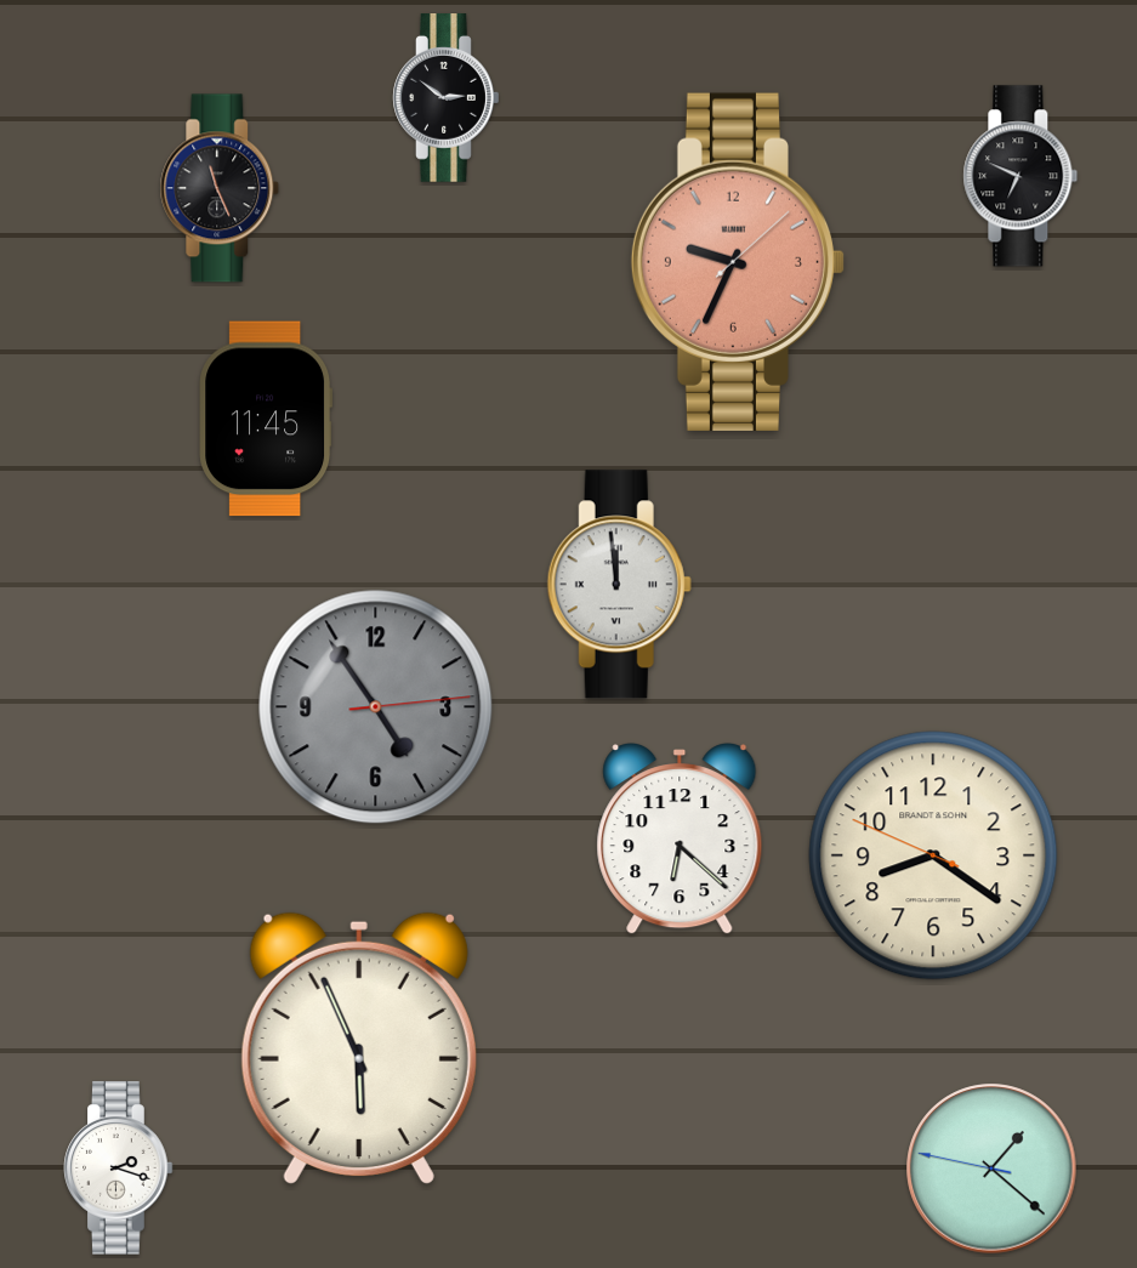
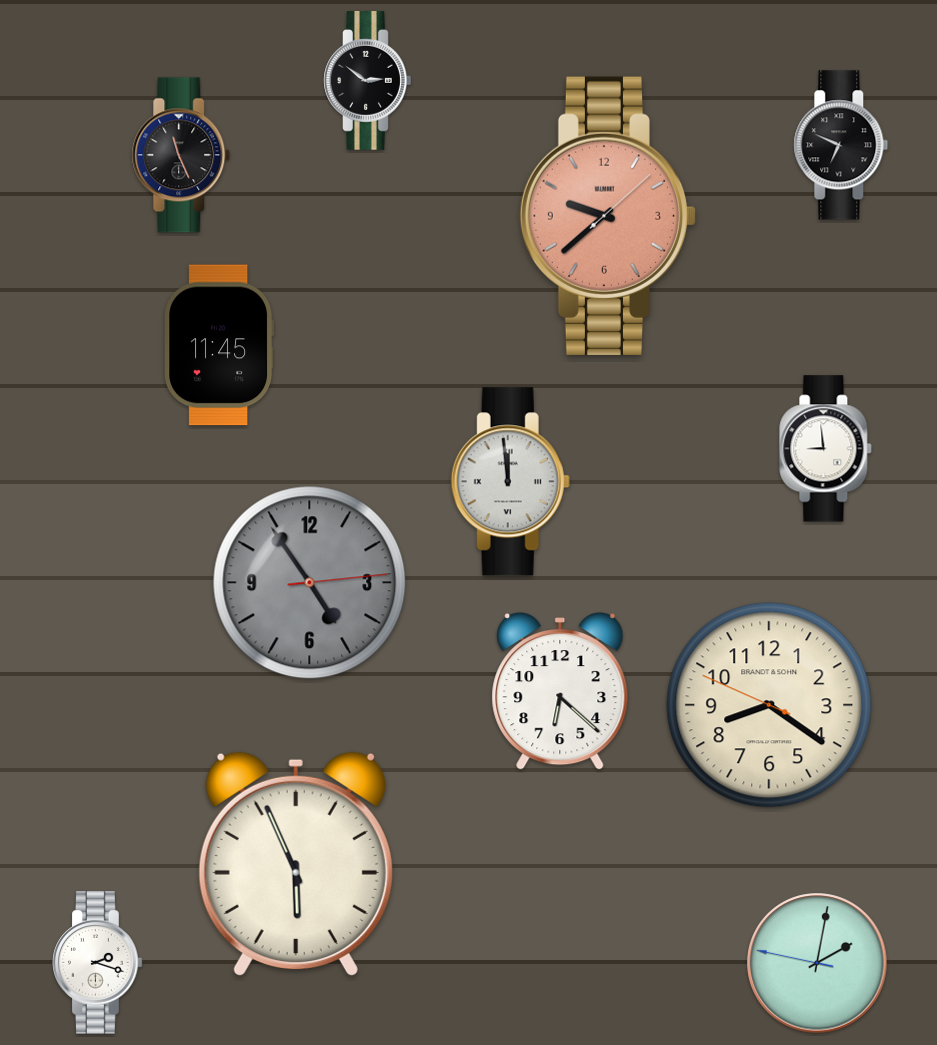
clock at (738, 262): 9:34 -> 9:38
clock at (826, 449): none -> 8:59
clock at (991, 1169): 1:21 -> 2:01
